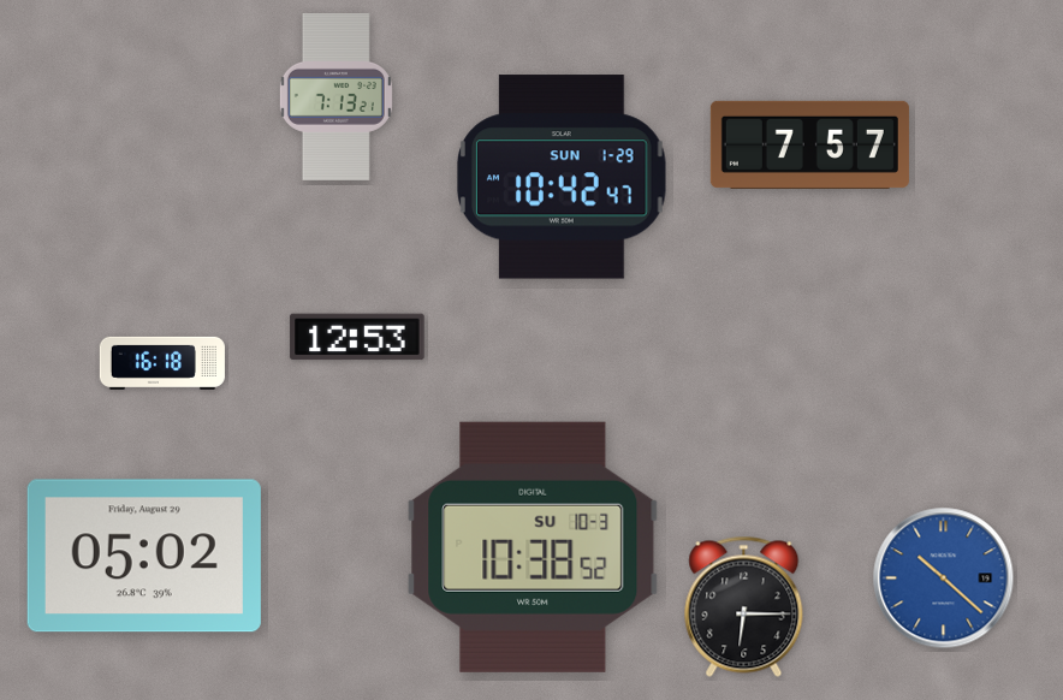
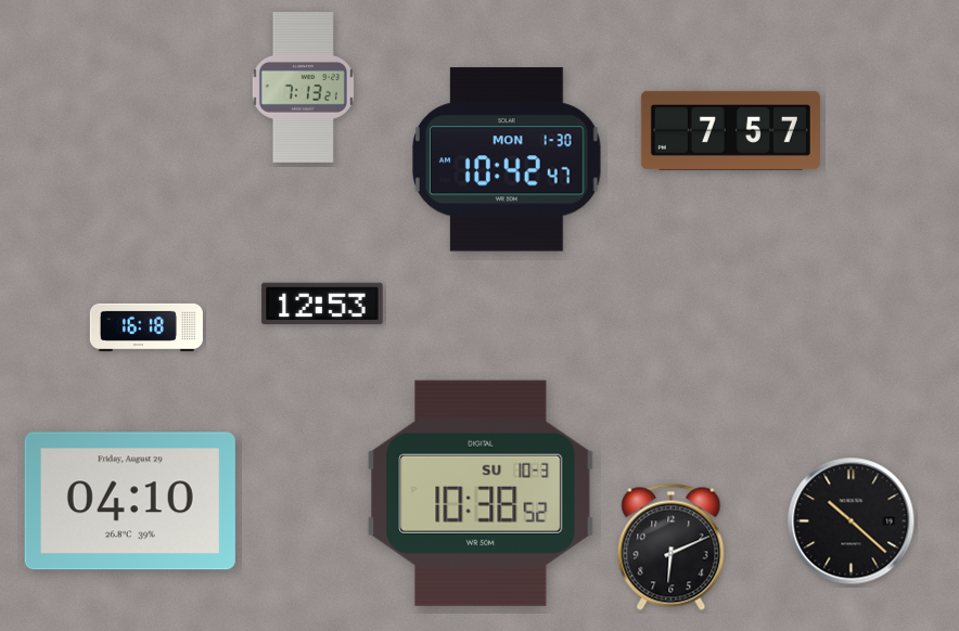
clock at (563, 177) date: SUN 1-29 -> MON 1-30
clock at (144, 556): 05:02 -> 04:10
clock at (944, 579) dial: blue -> black
clock at (744, 606): 6:15 -> 6:11
